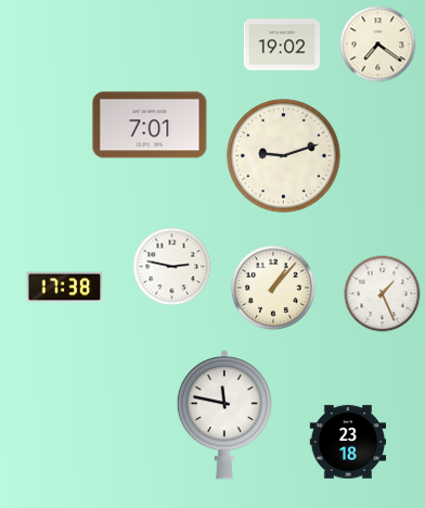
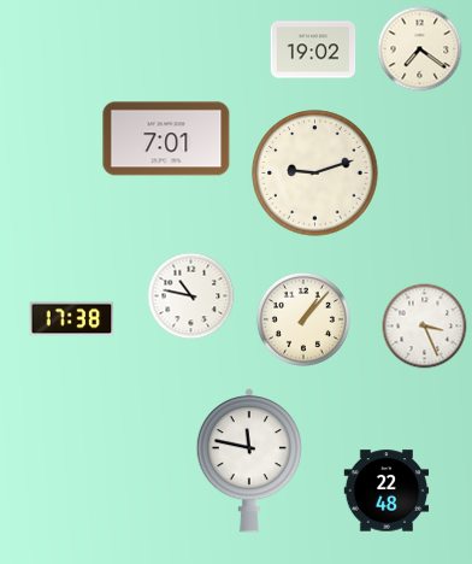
clock at (172, 267): 2:47 -> 10:47
clock at (383, 294): 1:26 -> 3:26
clock at (348, 442): 23:18 -> 22:48
